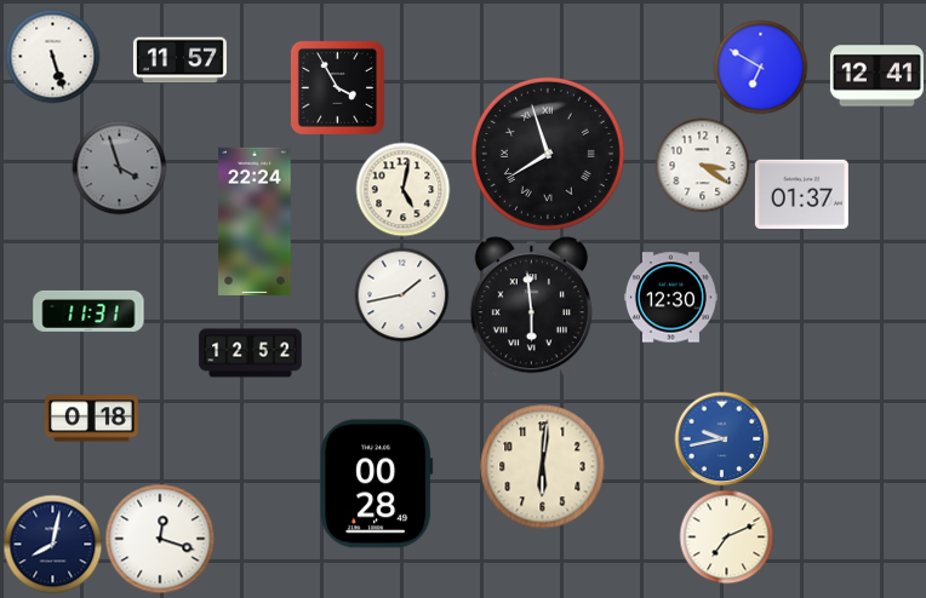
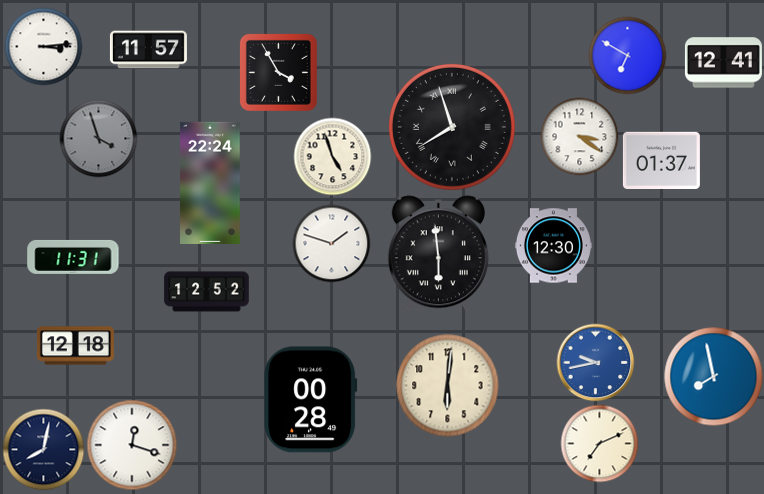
clock at (52, 56): 5:27 -> 3:14
clock at (402, 189): 5:02 -> 4:57
clock at (401, 294): 1:43 -> 1:48
clock at (91, 419): 0:18 -> 12:18
clock at (714, 377): none -> 7:58
